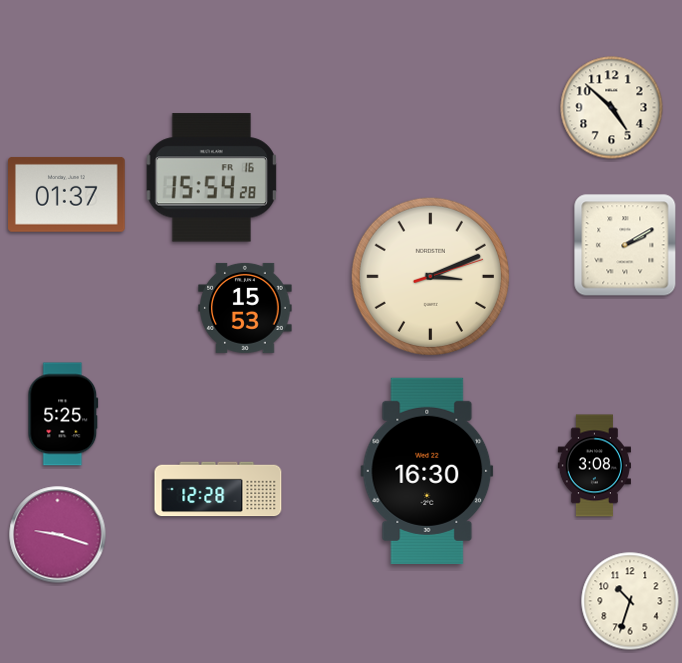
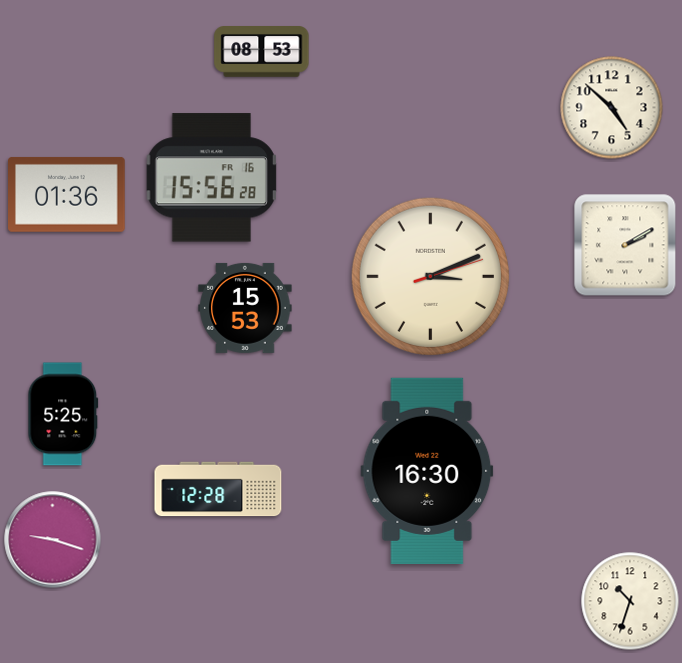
clock at (262, 52): none -> 08:53
clock at (211, 178): 15:54 -> 15:56
clock at (67, 194): 01:37 -> 01:36
clock at (594, 466): 3:08 -> none
clock at (58, 535) position: (58, 535) -> (53, 540)
